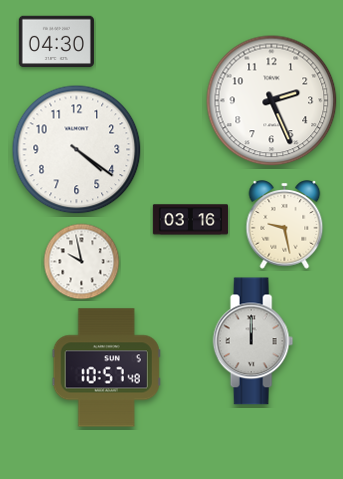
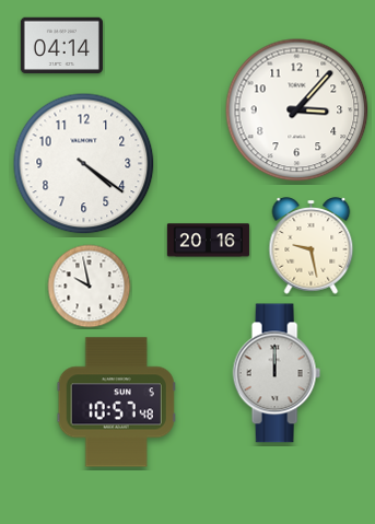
clock at (56, 42): 04:30 -> 04:14
clock at (272, 101): 2:26 -> 3:07
clock at (190, 220): 03:16 -> 20:16
